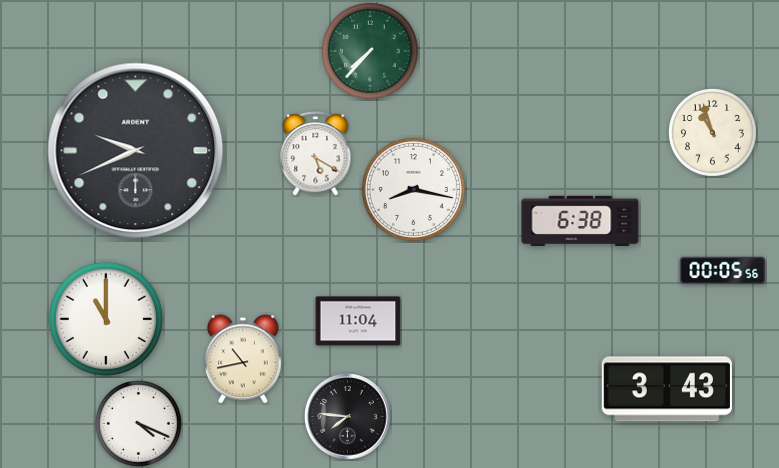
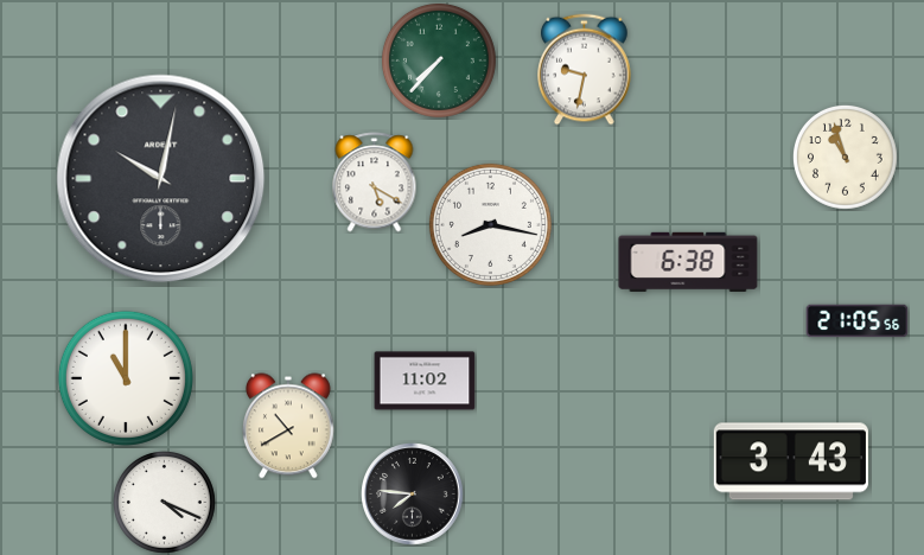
clock at (585, 70): none -> 9:32
clock at (136, 151): 9:41 -> 10:02
clock at (723, 271): 00:05 -> 21:05
clock at (358, 321): 11:04 -> 11:02
clock at (243, 359): 10:43 -> 10:40
